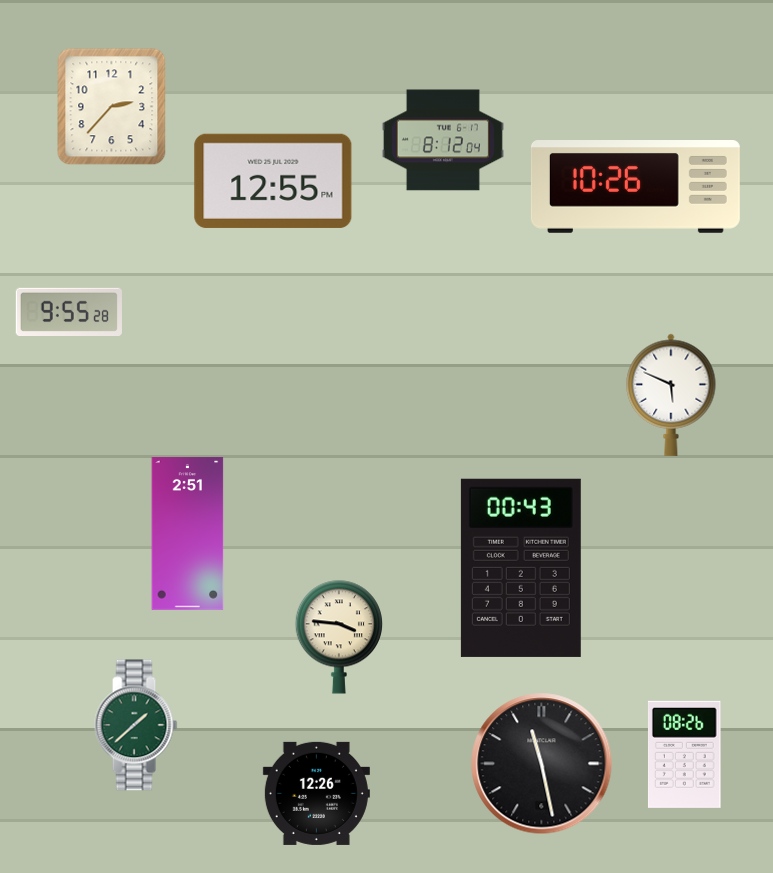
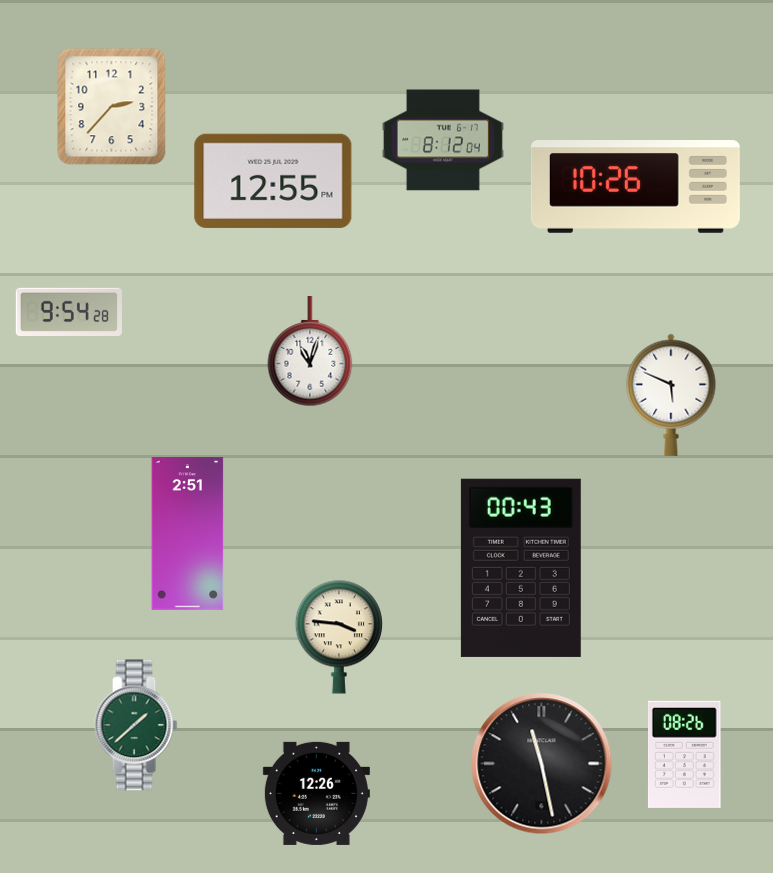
clock at (69, 311): 9:55 -> 9:54
clock at (310, 352): none -> 11:03
